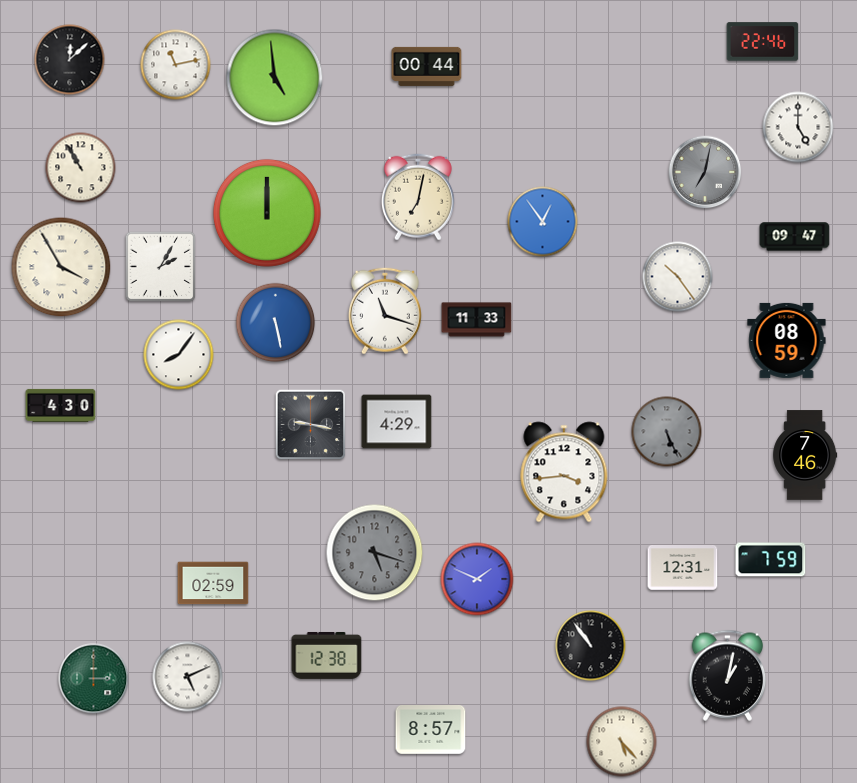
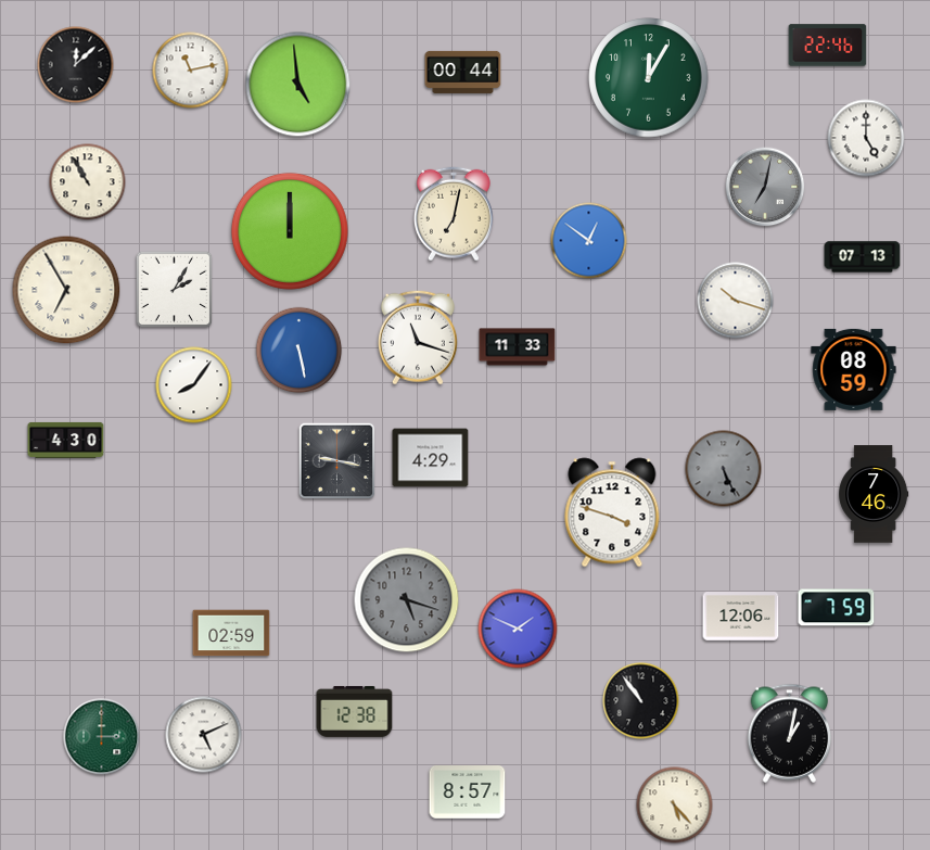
clock at (649, 78): none -> 12:05
clock at (543, 222): 12:54 -> 12:51
clock at (795, 237): 09:47 -> 07:13
clock at (61, 267): 3:55 -> 6:55
clock at (678, 277): 10:24 -> 10:18
clock at (564, 472): 3:44 -> 3:48
clock at (683, 568): 12:31 -> 12:06
